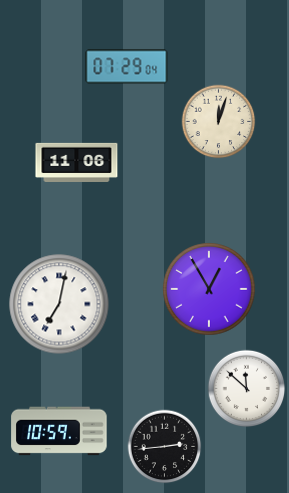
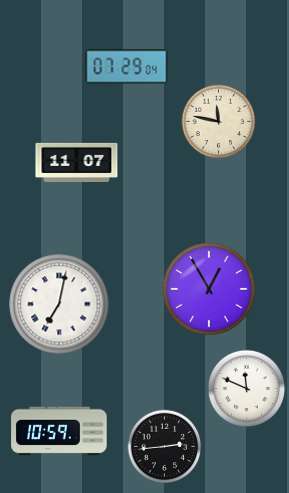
clock at (219, 122): 12:03 -> 11:47
clock at (77, 162): 11:06 -> 11:07
clock at (247, 389): 11:52 -> 11:49
